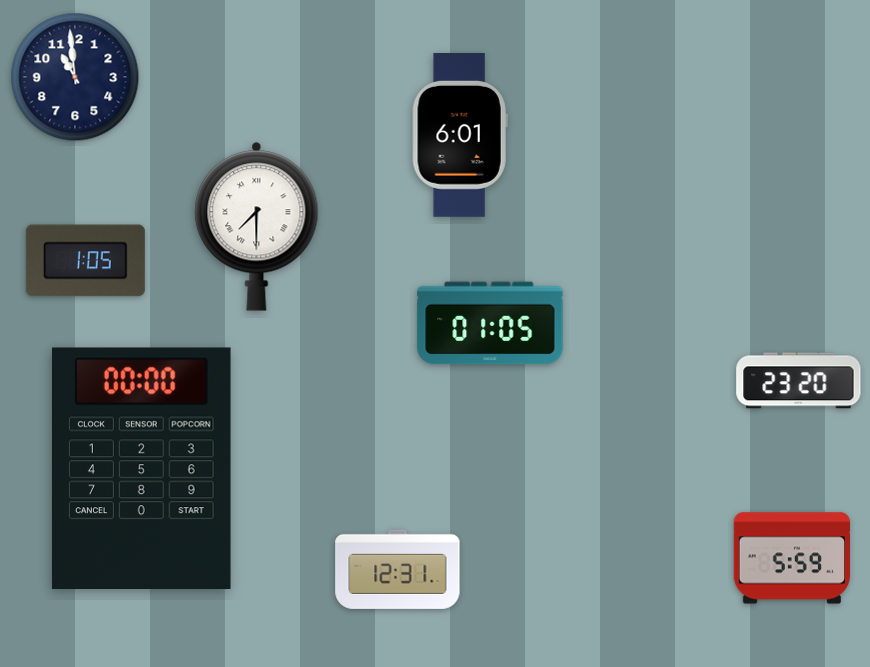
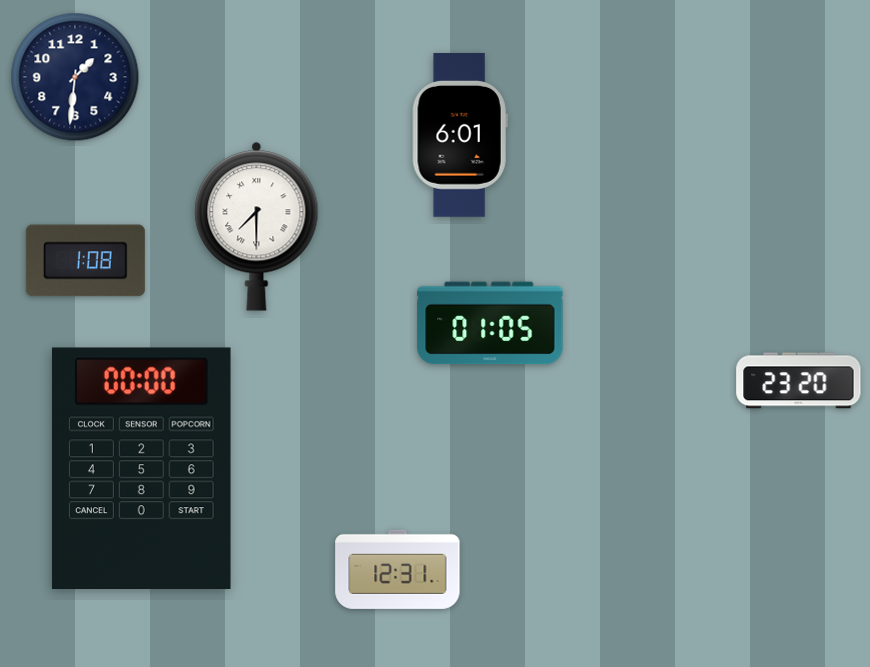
clock at (75, 77): 10:59 -> 1:31
clock at (85, 261): 1:05 -> 1:08
clock at (792, 558): 5:59 -> none
